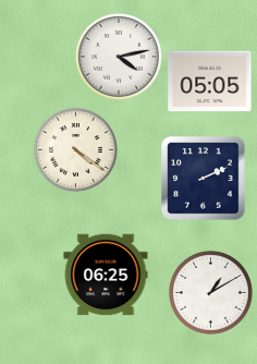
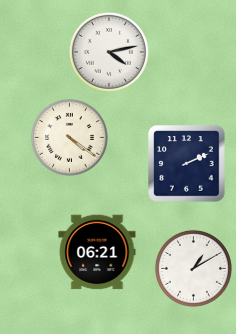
clock at (210, 82): 05:05 -> none
clock at (106, 275): 06:25 -> 06:21
